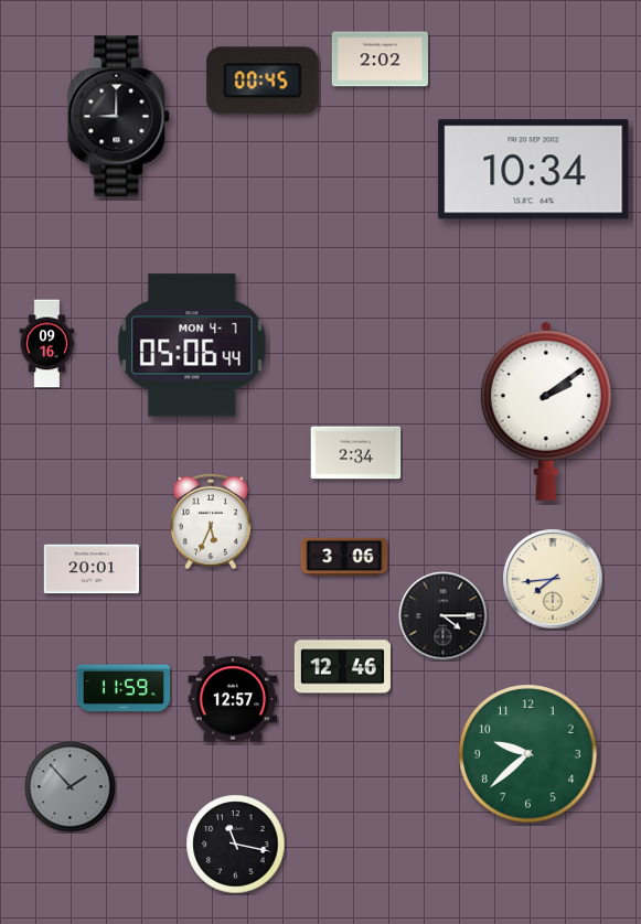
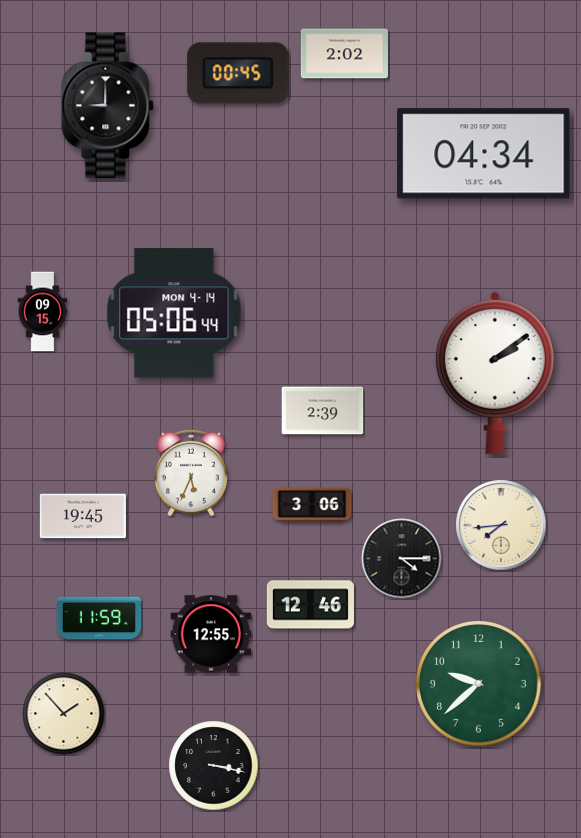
clock at (534, 170): 10:34 -> 04:34
clock at (47, 344): 09:16 -> 09:15
clock at (192, 345) date: MON 4-7 -> MON 4-14
clock at (356, 453): 2:34 -> 2:39
clock at (92, 569): 20:01 -> 19:45
clock at (124, 688) position: (124, 688) -> (99, 618)
clock at (233, 699): 12:57 -> 12:55
clock at (71, 787) dial: grey -> cream
clock at (236, 845): 11:17 -> 3:17
